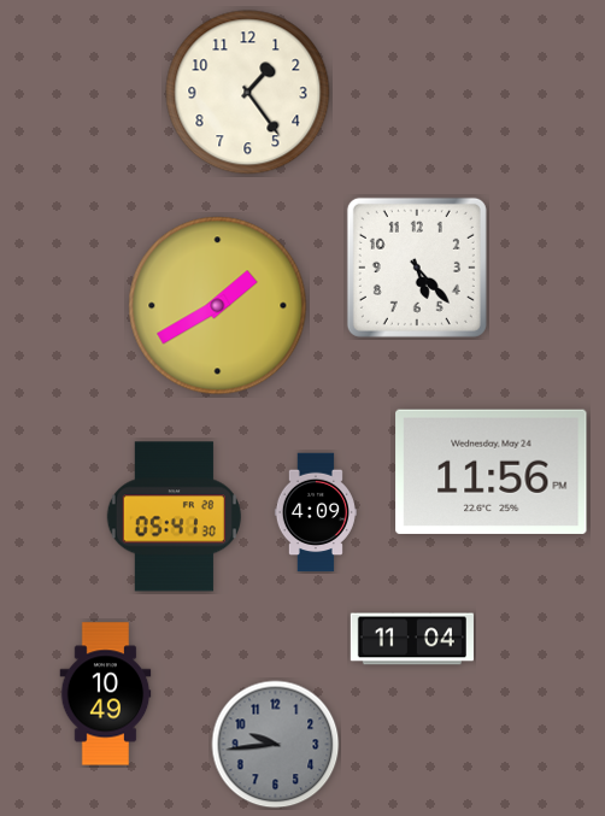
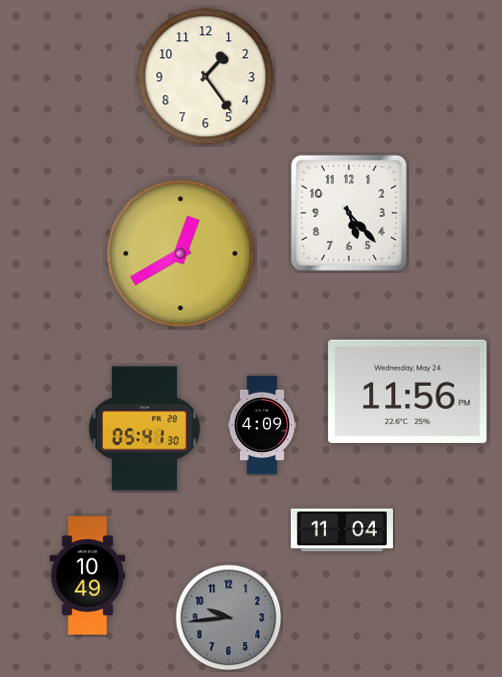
clock at (417, 268) position: (417, 268) -> (349, 213)
clock at (218, 306): 1:40 -> 12:40
